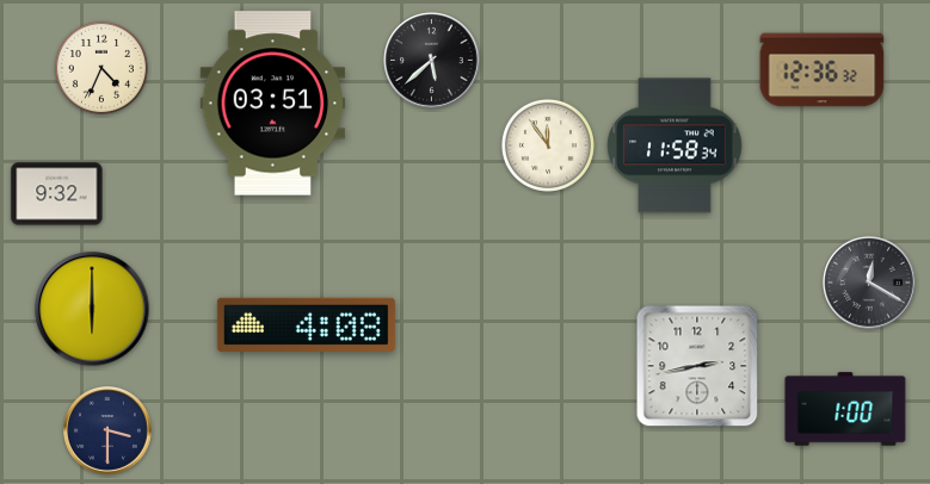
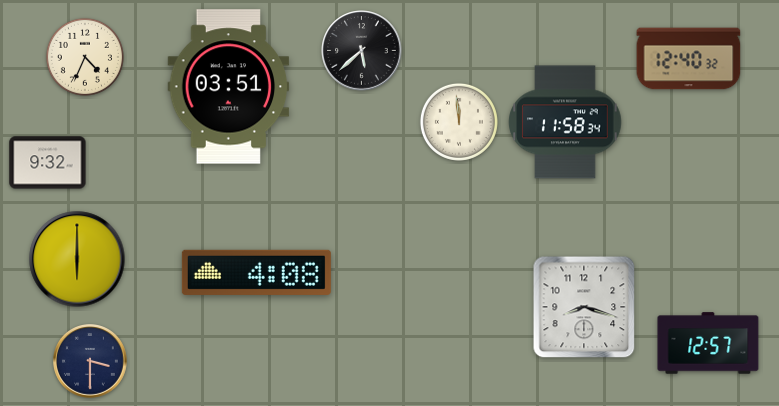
clock at (823, 70): 12:36 -> 12:40
clock at (548, 145): 11:54 -> 11:59
clock at (869, 283): 12:20 -> none
clock at (697, 366): 2:43 -> 8:18
clock at (845, 409): 1:00 -> 12:57
